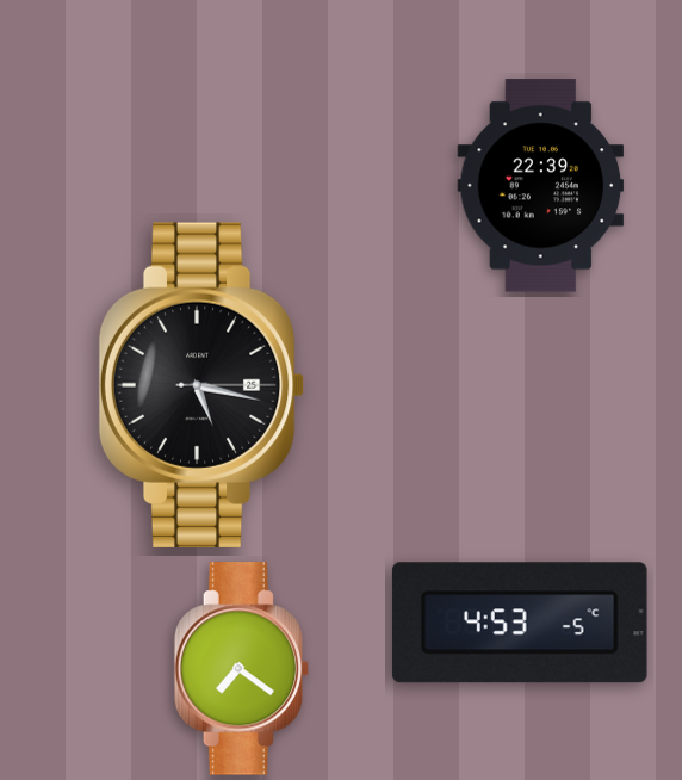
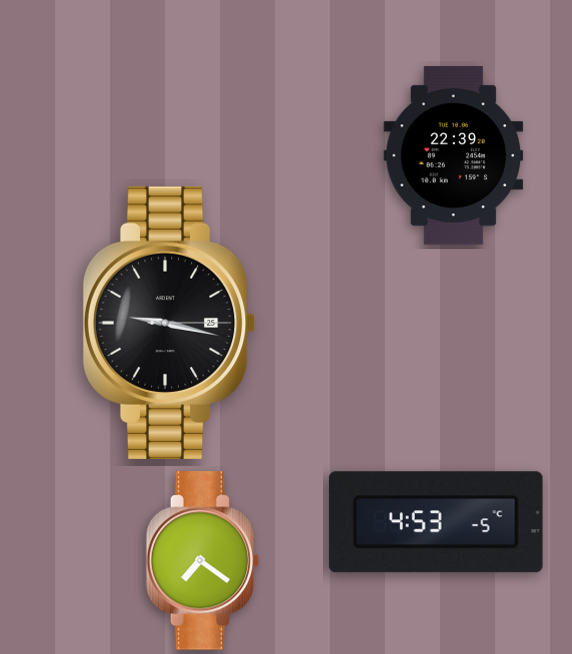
clock at (201, 385): 5:17 -> 9:17
